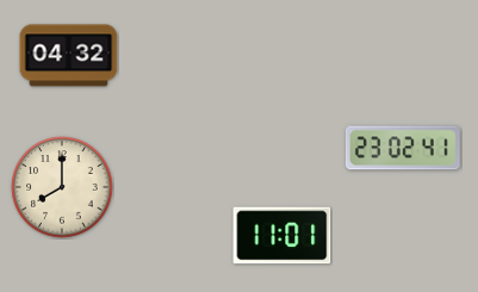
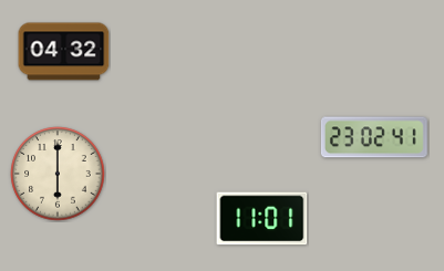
clock at (62, 187): 8:00 -> 6:00
